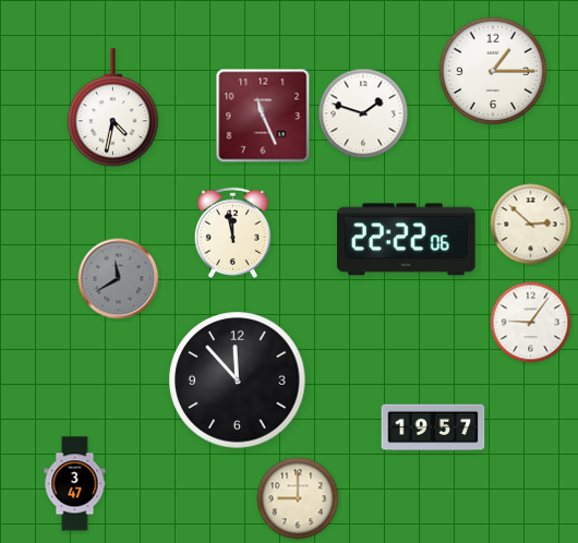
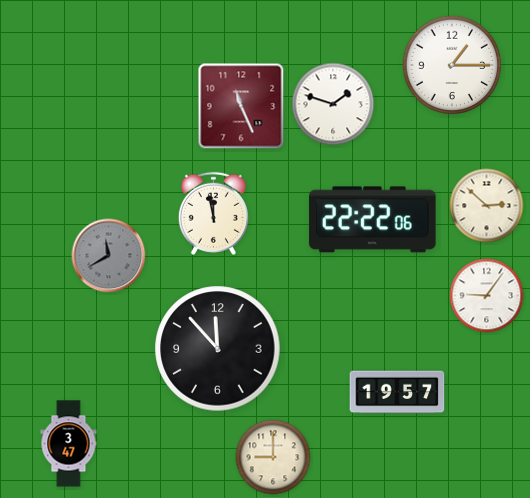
clock at (112, 108): 4:32 -> none
